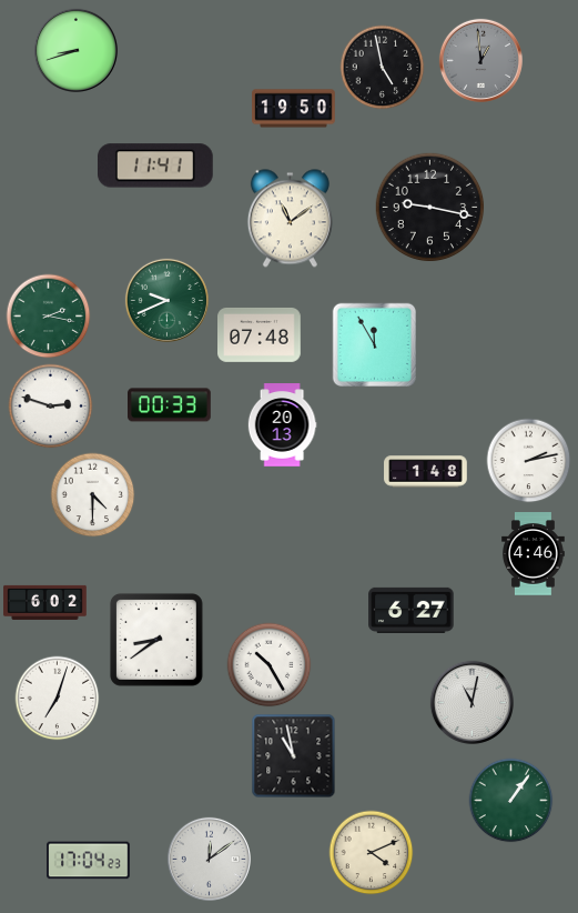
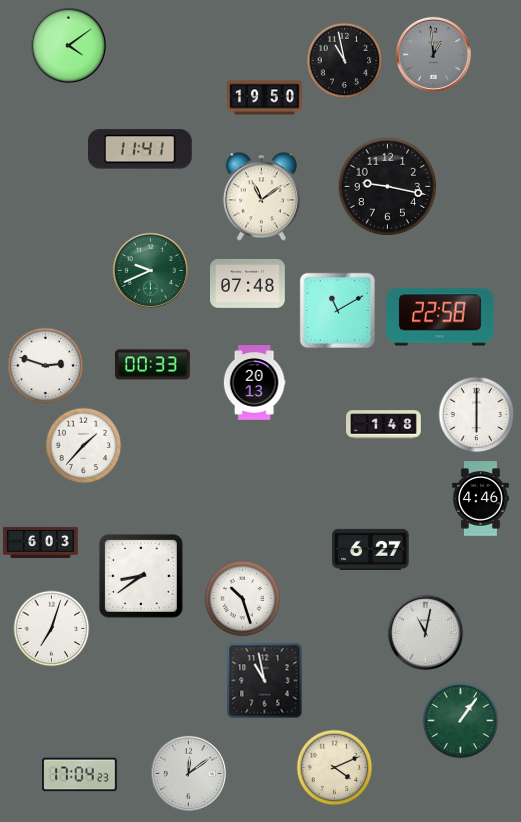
clock at (75, 50): 8:42 -> 4:09
clock at (383, 68): 4:58 -> 10:58
clock at (49, 317): 2:17 -> none
clock at (260, 334) position: (260, 334) -> (248, 283)
clock at (375, 344): 11:55 -> 11:10
clock at (440, 317): none -> 22:58
clock at (529, 461): 2:13 -> 6:00
clock at (93, 495): 4:30 -> 1:37
clock at (45, 602): 6:02 -> 6:03
clock at (270, 665): 10:25 -> 10:27
